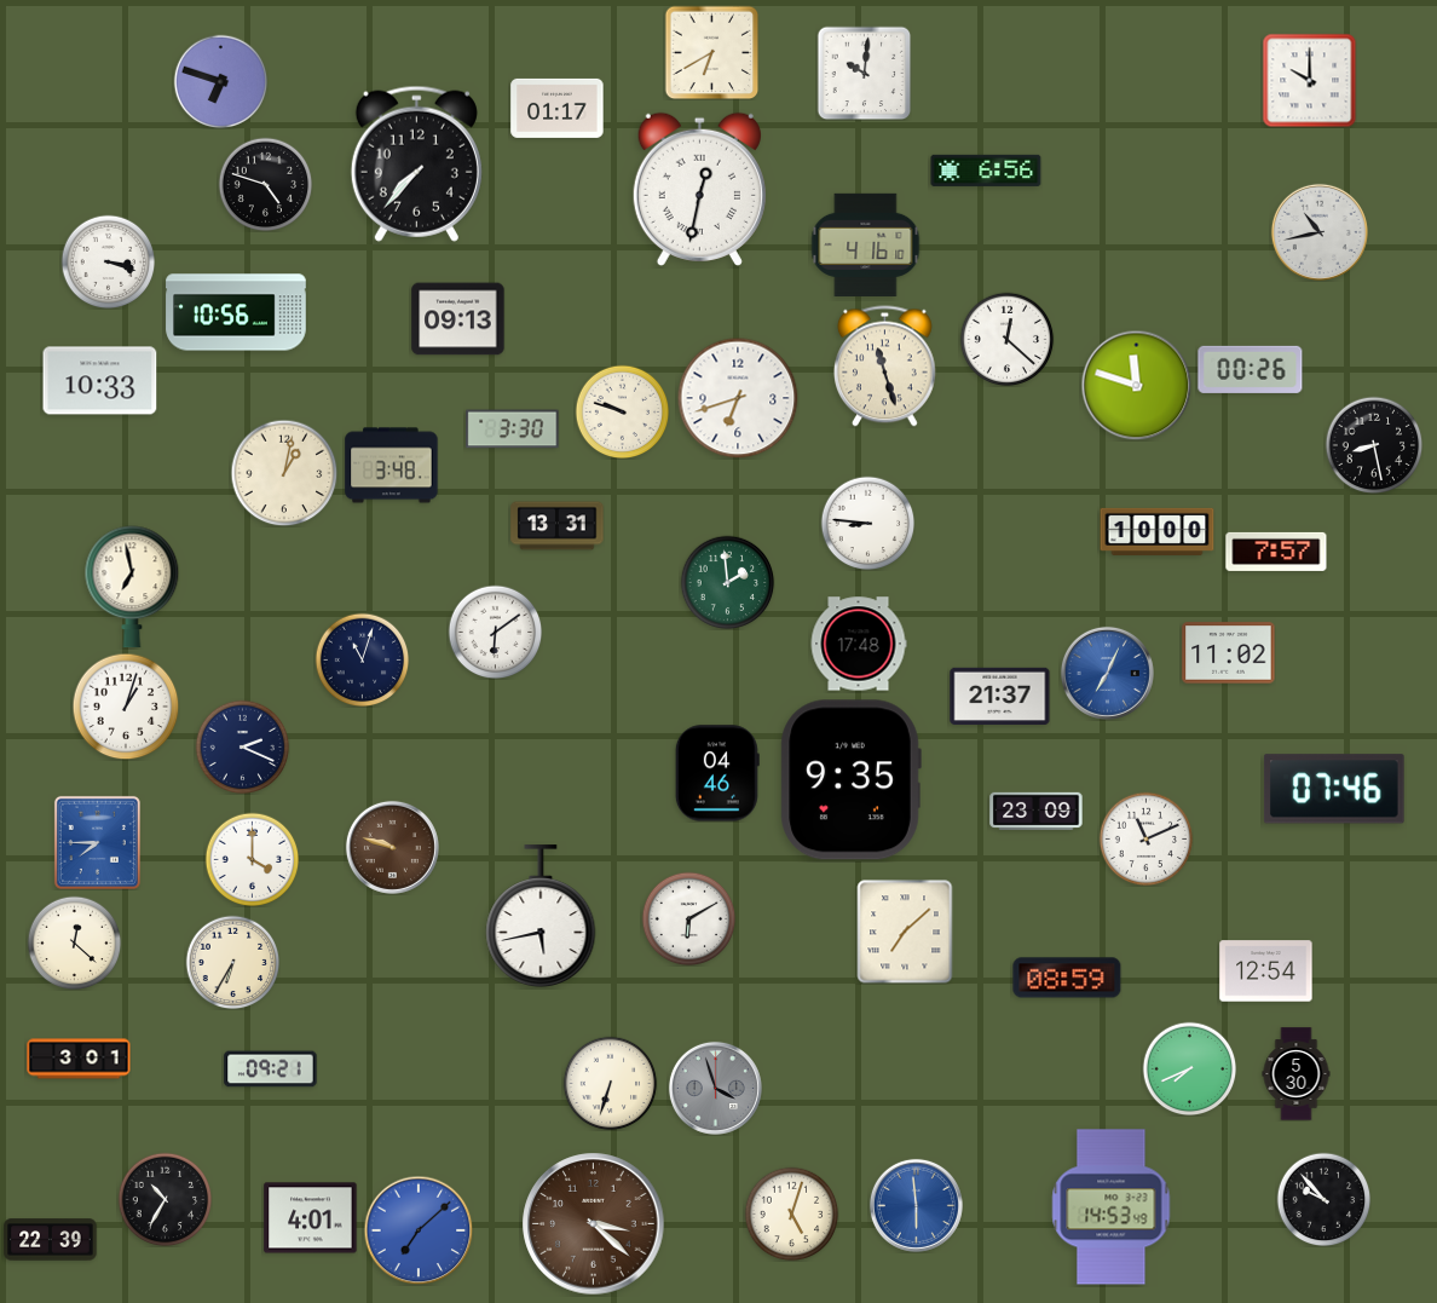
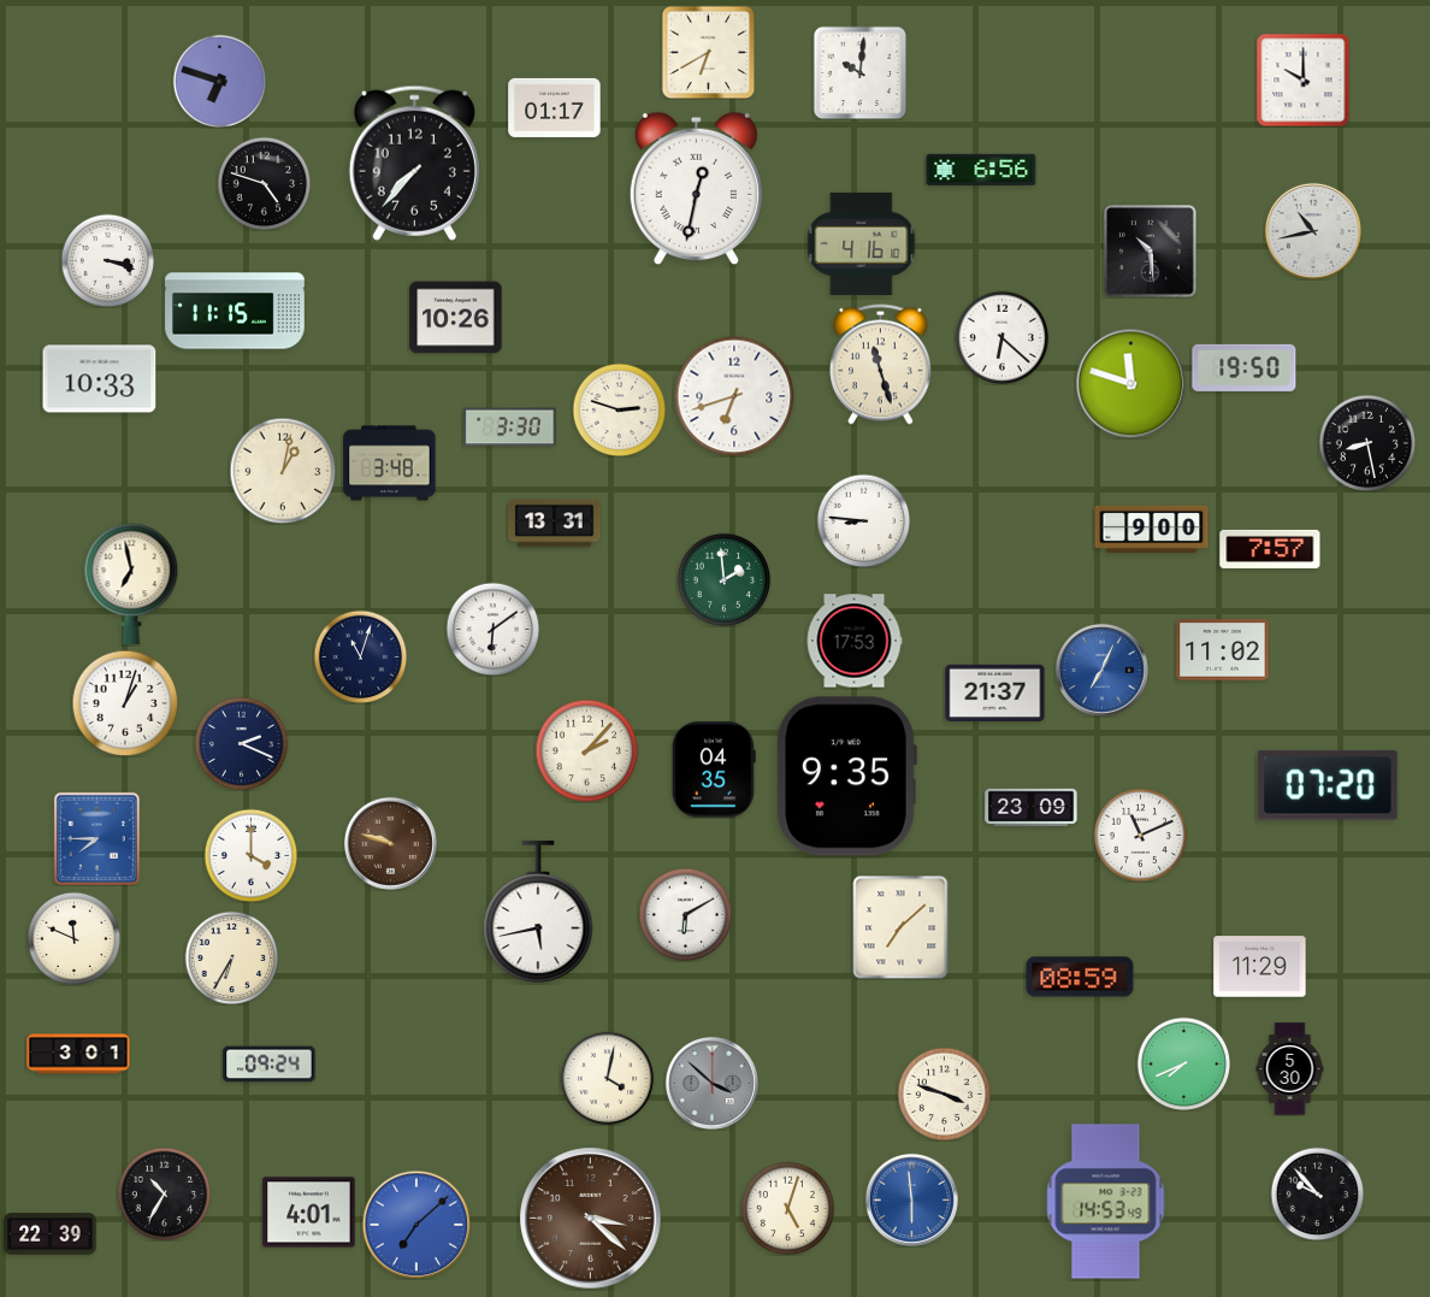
clock at (1151, 252): none -> 10:29
clock at (236, 312): 10:56 -> 11:15
clock at (458, 319): 09:13 -> 10:26
clock at (1006, 339): 12:22 -> 6:22
clock at (1251, 369): 00:26 -> 19:50
clock at (622, 411): 9:48 -> 2:48
clock at (1158, 531): 10:00 -> 9:00
clock at (859, 644): 17:48 -> 17:53
clock at (586, 750): none -> 2:07
clock at (717, 773): 04:46 -> 04:35
clock at (1334, 789): 07:46 -> 07:20
clock at (74, 942): 12:22 -> 11:49
clock at (1266, 972): 12:54 -> 11:29
clock at (1067, 978) position: (1067, 978) -> (1080, 977)
clock at (271, 1070): 09:21 -> 09:24
clock at (610, 1083): 6:33 -> 4:02
clock at (715, 1088): 3:57 -> 3:52
clock at (944, 1093): none -> 3:48
